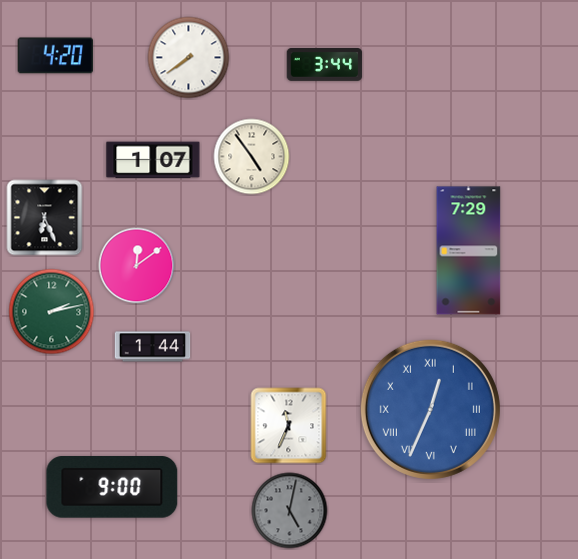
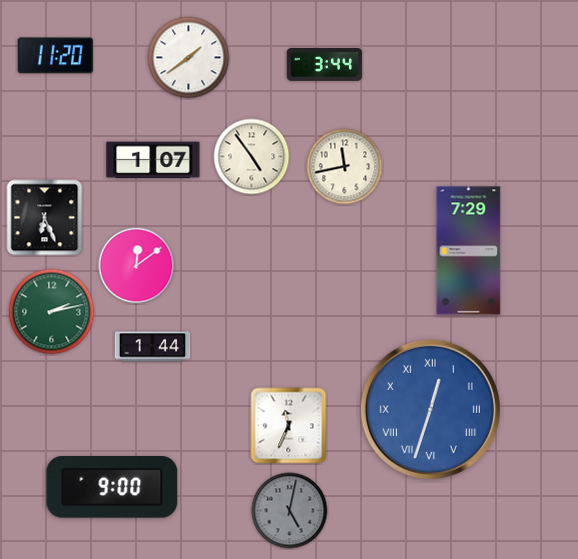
clock at (55, 56): 4:20 -> 11:20
clock at (189, 58): 7:39 -> 1:39
clock at (345, 167): none -> 11:43
clock at (430, 409): 12:34 -> 12:33
